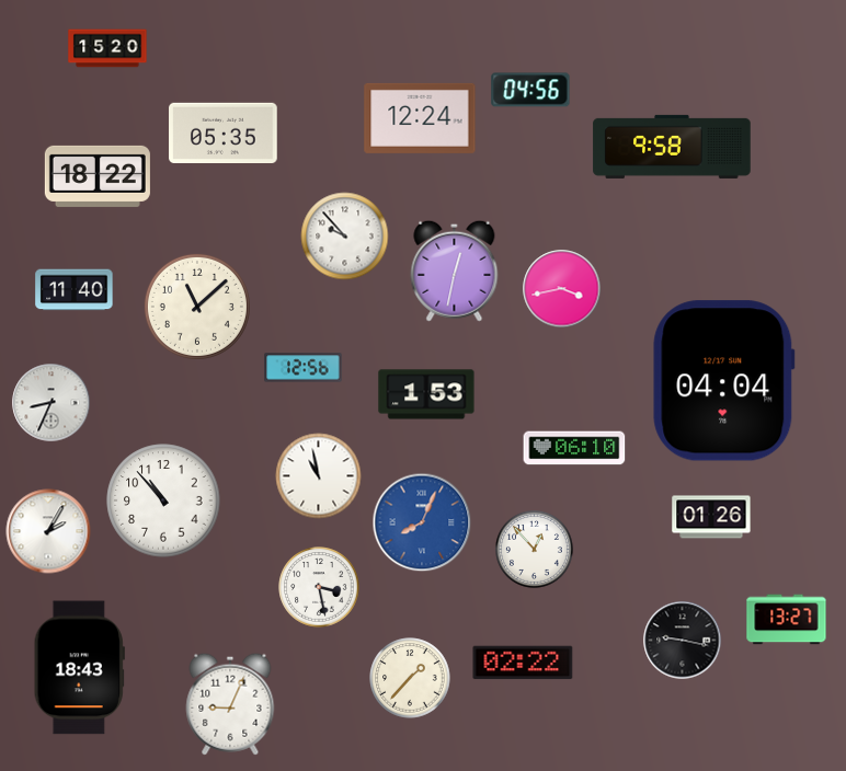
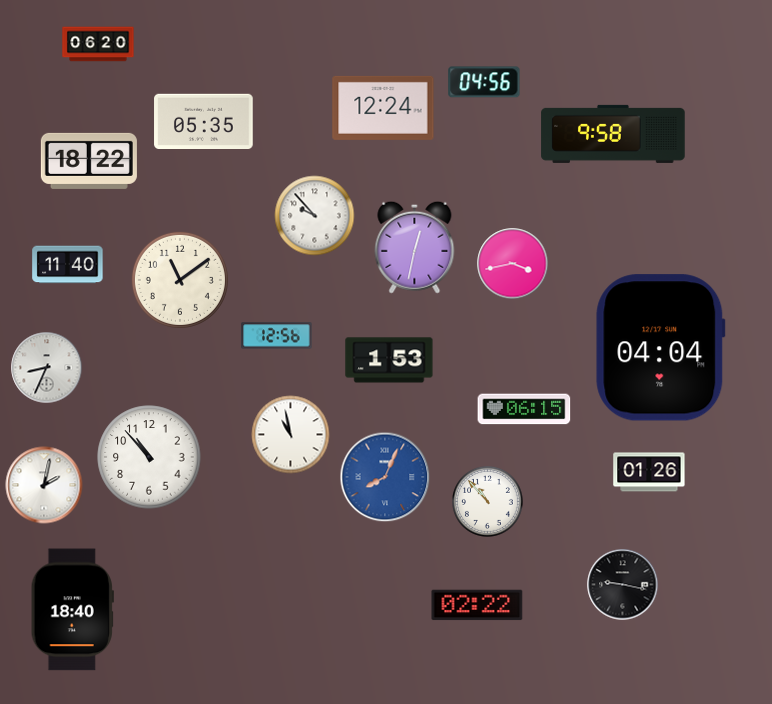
clock at (107, 48): 15:20 -> 06:20
clock at (197, 307): 11:08 -> 11:09
clock at (574, 448): 06:10 -> 06:15
clock at (48, 531): 2:05 -> 2:02
clock at (534, 549): 12:53 -> 10:53
clock at (319, 587): 3:28 -> none
clock at (787, 620): 13:27 -> none
clock at (79, 668): 18:43 -> 18:40
clock at (410, 678): 1:37 -> none
clock at (230, 704): 9:04 -> none
